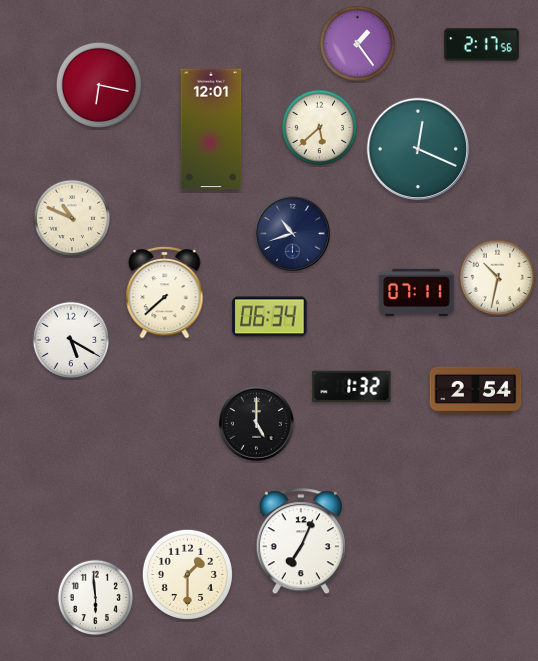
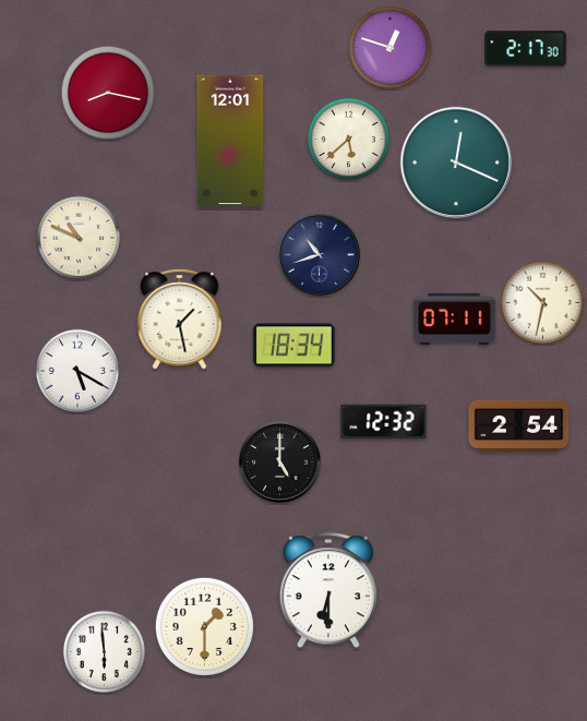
clock at (358, 44): 1:24 -> 12:48
clock at (482, 45): 2:17:56 -> 2:17:30
clock at (98, 84): 6:17 -> 8:17
clock at (165, 292): 7:38 -> 1:28
clock at (270, 317): 06:34 -> 18:34
clock at (352, 387): 1:32 -> 12:32
clock at (301, 542): 7:04 -> 6:30
